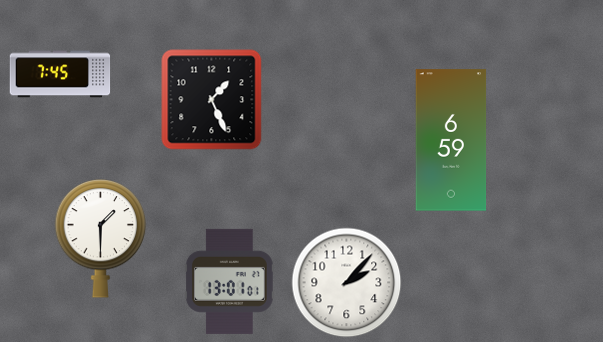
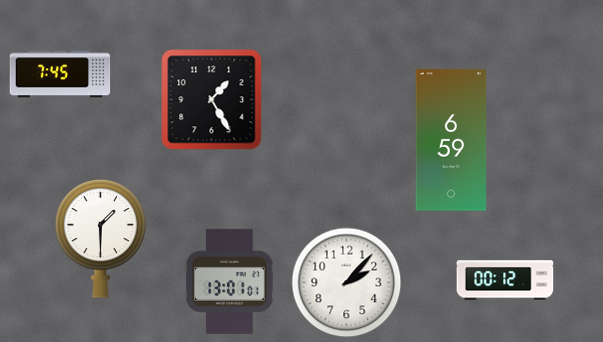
clock at (212, 100): 1:26 -> 1:25
clock at (505, 280): none -> 00:12
